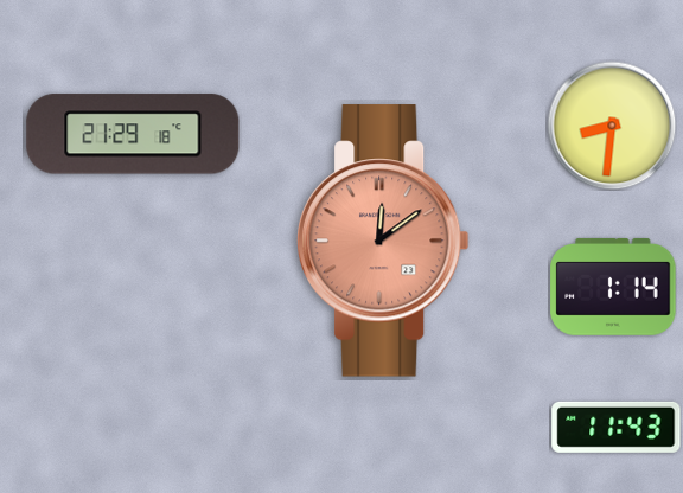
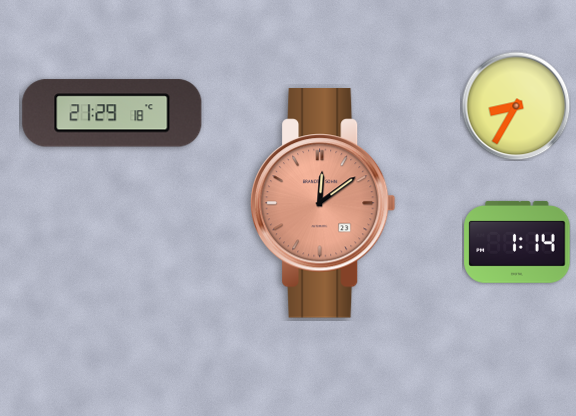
clock at (612, 126): 8:31 -> 8:35
clock at (617, 427): 11:43 -> none
